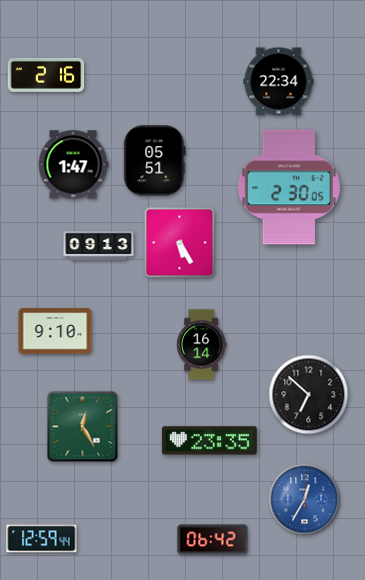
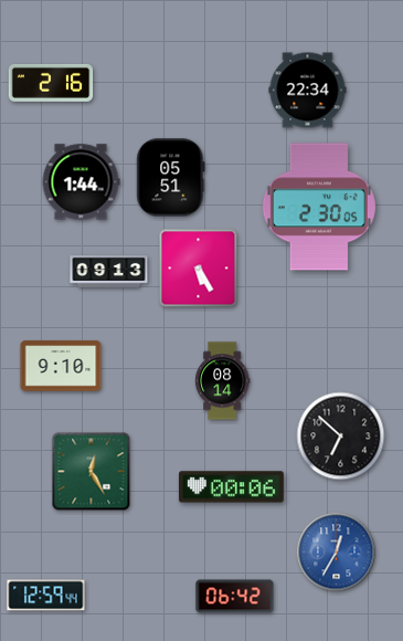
clock at (73, 165): 1:47 -> 1:44
clock at (201, 345): 16:14 -> 08:14
clock at (210, 441): 23:35 -> 00:06
